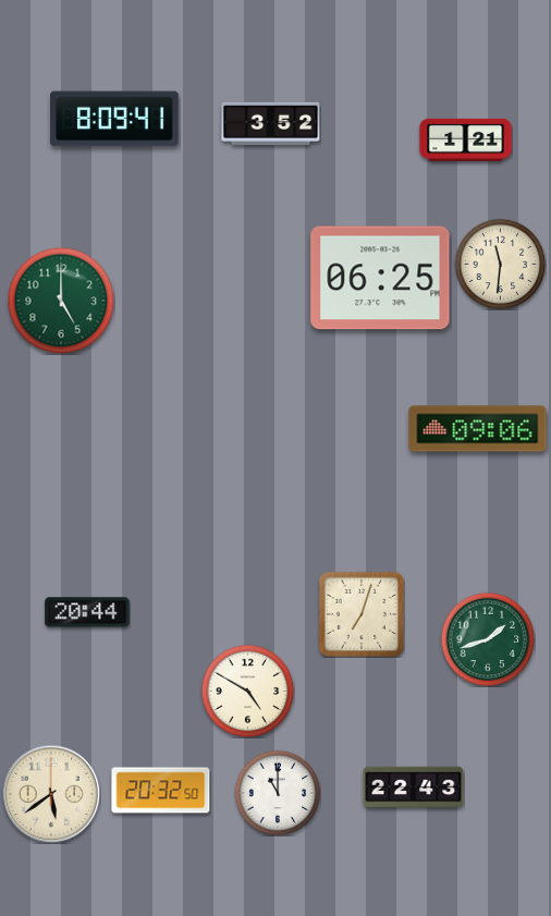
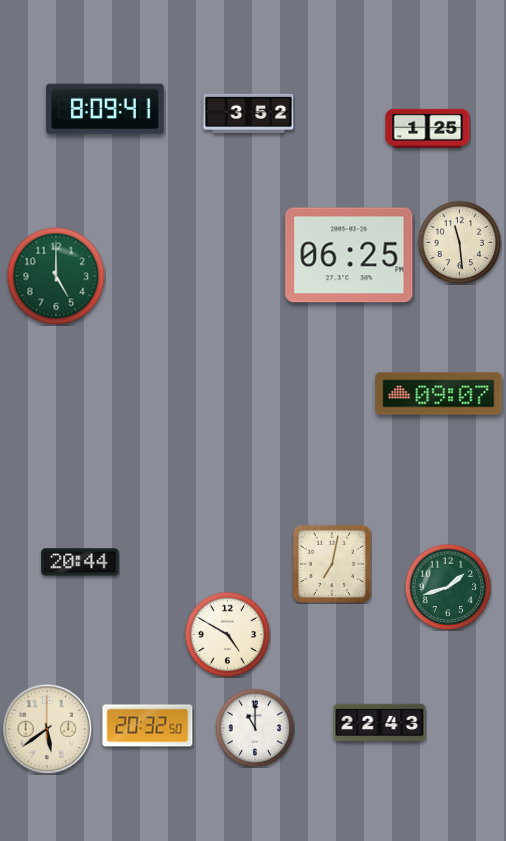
clock at (466, 139): 1:21 -> 1:25
clock at (500, 264): 11:31 -> 11:29
clock at (478, 429): 09:06 -> 09:07
clock at (360, 613): 7:03 -> 7:02
